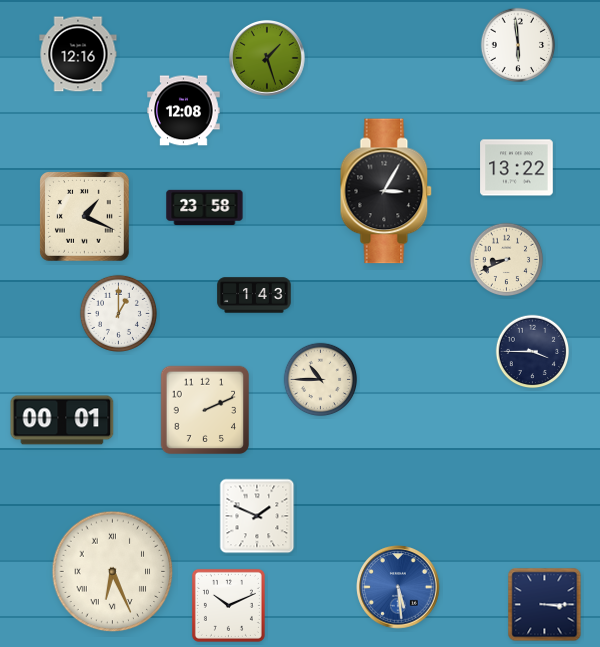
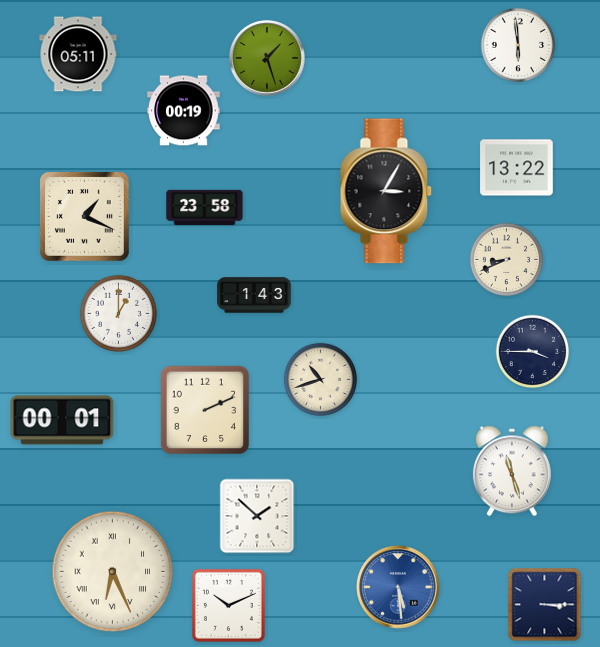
clock at (78, 54): 12:16 -> 05:11
clock at (184, 111): 12:08 -> 00:19
clock at (321, 380): 10:45 -> 10:42
clock at (512, 471): none -> 11:27
clock at (257, 516): 1:49 -> 1:52
